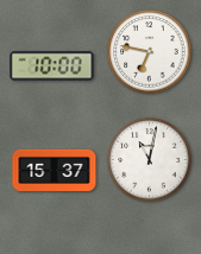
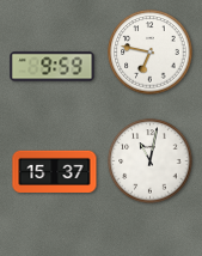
clock at (52, 66): 10:00 -> 9:59
